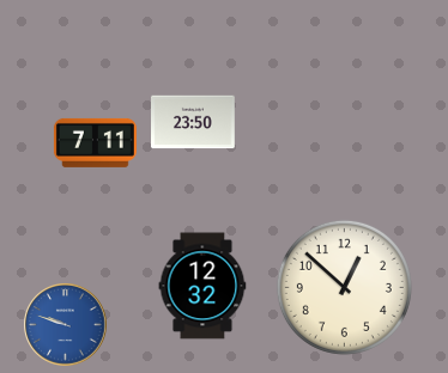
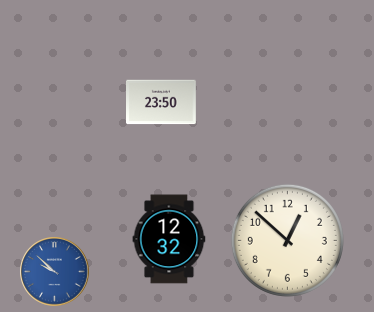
clock at (95, 142): 7:11 -> none
clock at (66, 325): 9:48 -> 9:52
